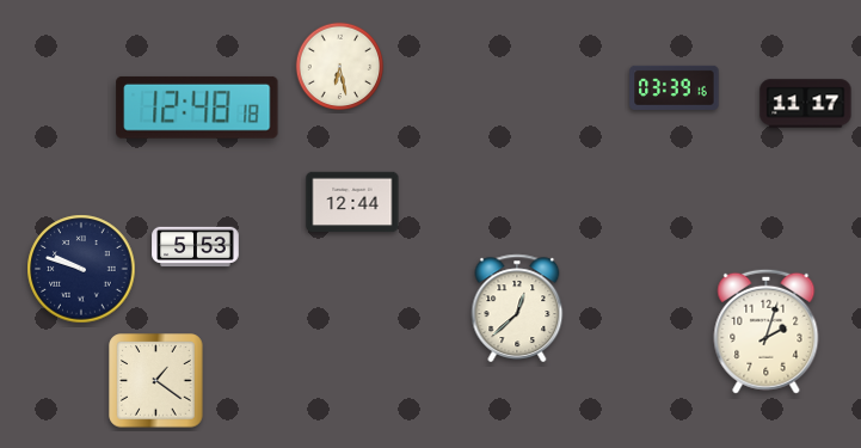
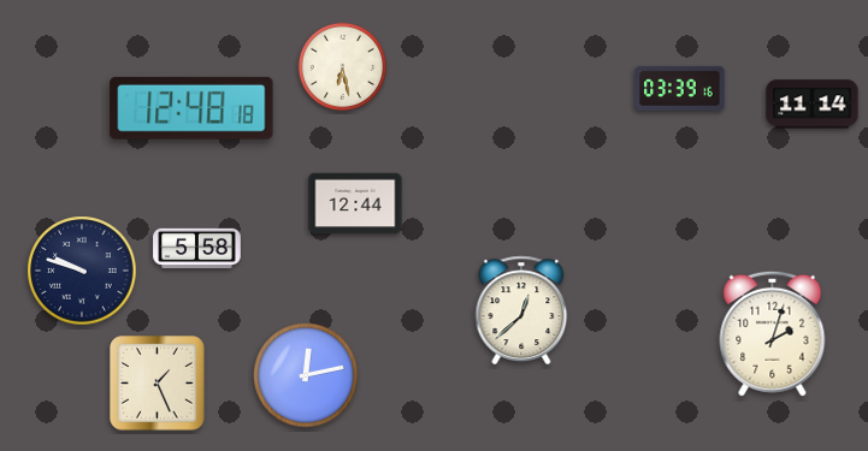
clock at (806, 104): 11:17 -> 11:14
clock at (197, 108) position: (197, 108) -> (191, 108)
clock at (196, 247): 5:53 -> 5:58
clock at (306, 375): none -> 12:13
clock at (156, 381): 1:21 -> 1:26
